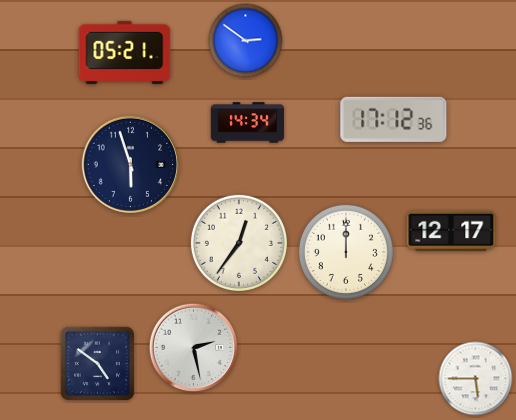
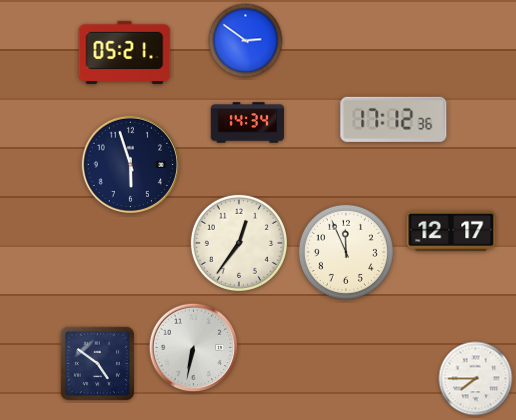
clock at (346, 252): 12:00 -> 11:56
clock at (194, 348): 2:28 -> 6:32
clock at (476, 379): 5:45 -> 7:45
